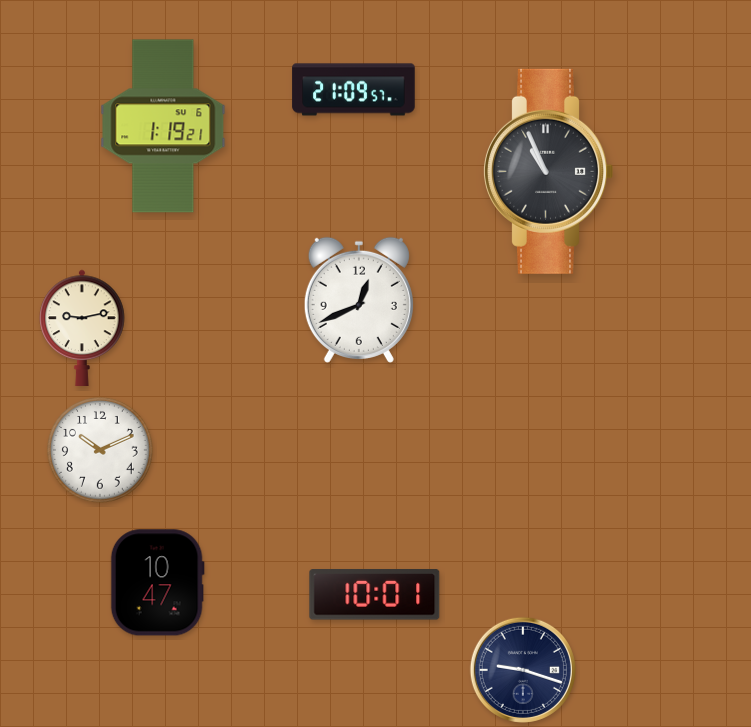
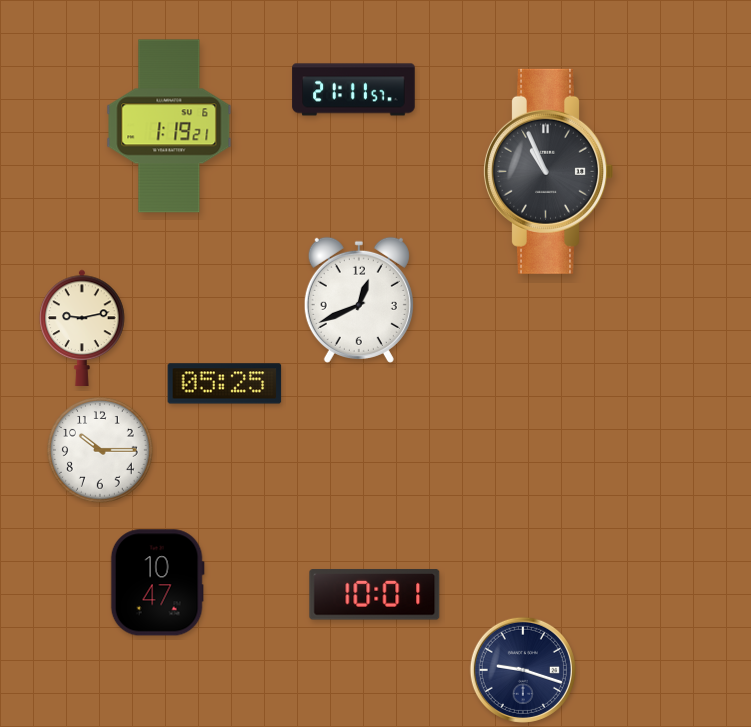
clock at (354, 90): 21:09 -> 21:11
clock at (163, 126) position: (163, 126) -> (169, 126)
clock at (225, 384): none -> 05:25
clock at (101, 451): 10:11 -> 10:15
